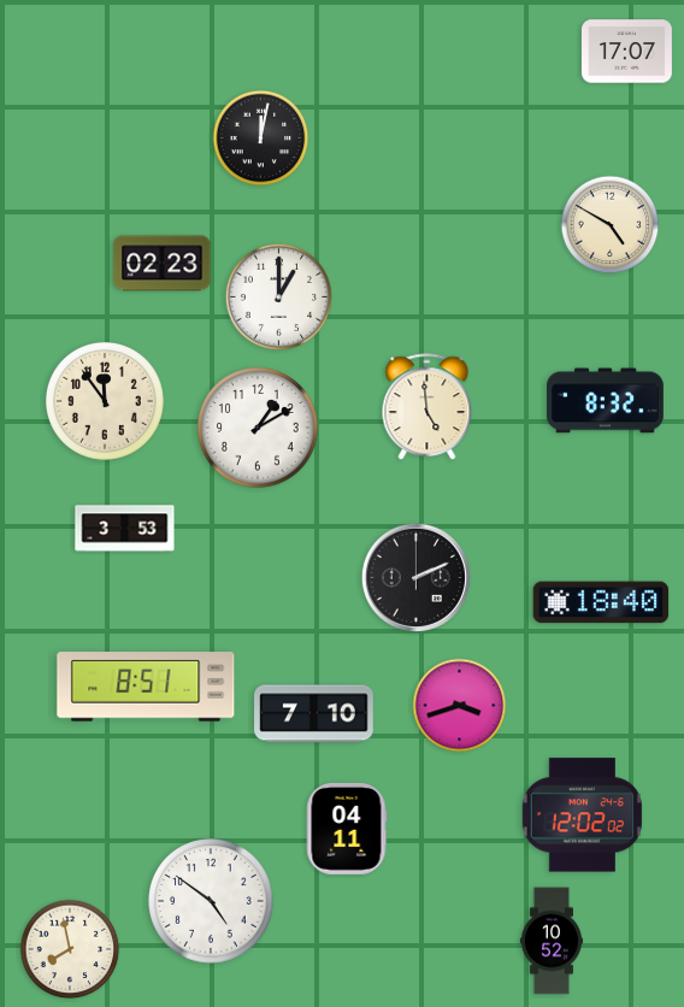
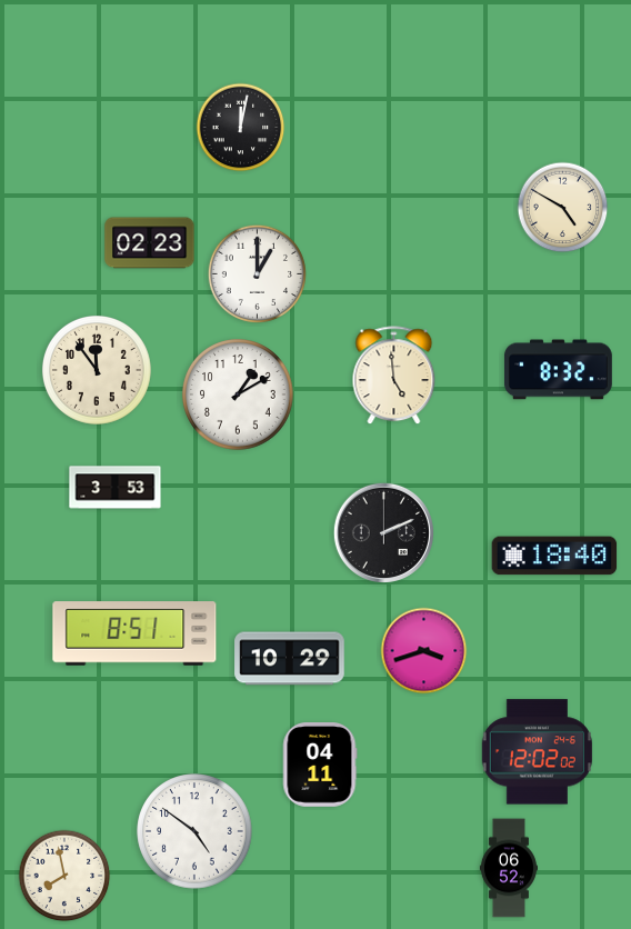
clock at (626, 52): 17:07 -> none
clock at (314, 714): 7:10 -> 10:29
clock at (550, 941): 10:52 -> 06:52
